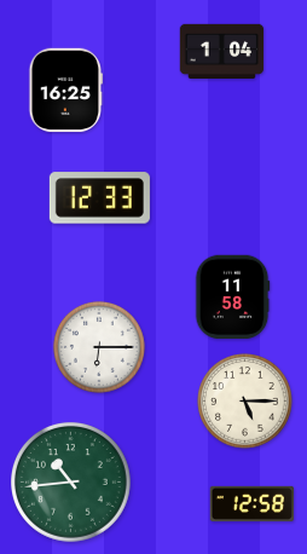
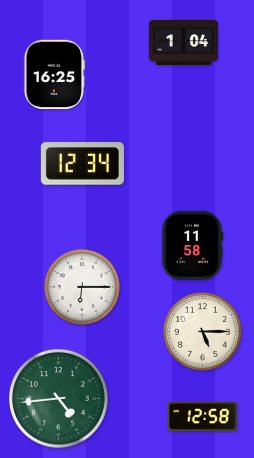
clock at (99, 198): 12:33 -> 12:34
clock at (71, 483): 10:44 -> 4:44
clock at (253, 503) position: (253, 503) -> (203, 416)
